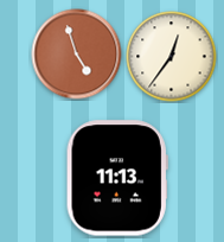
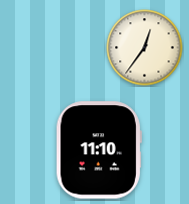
clock at (77, 55): 4:57 -> none
clock at (117, 178): 11:13 -> 11:10
